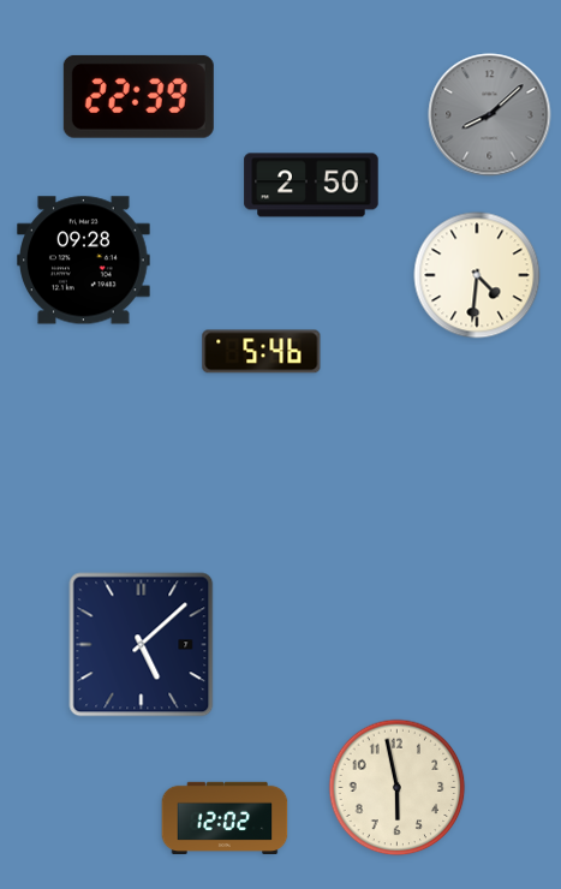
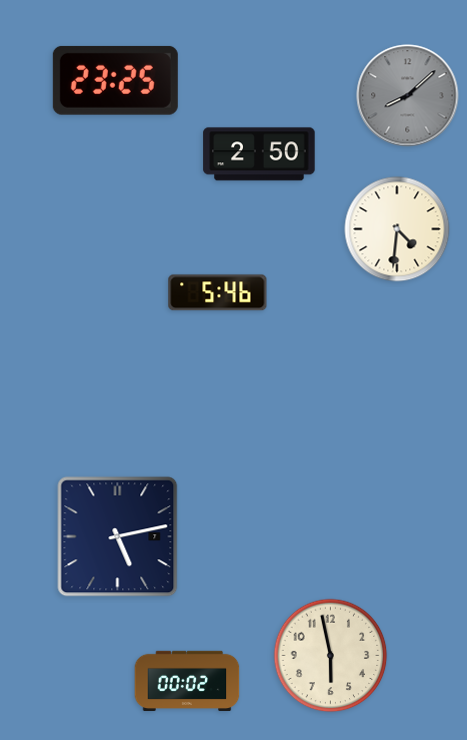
clock at (138, 96): 22:39 -> 23:25
clock at (84, 261): 09:28 -> none
clock at (142, 645): 5:08 -> 5:13
clock at (225, 817): 12:02 -> 00:02
